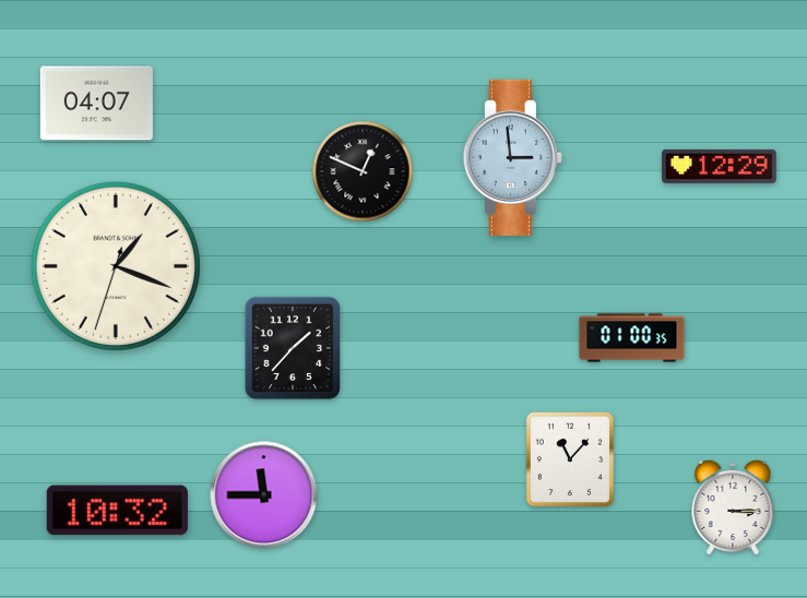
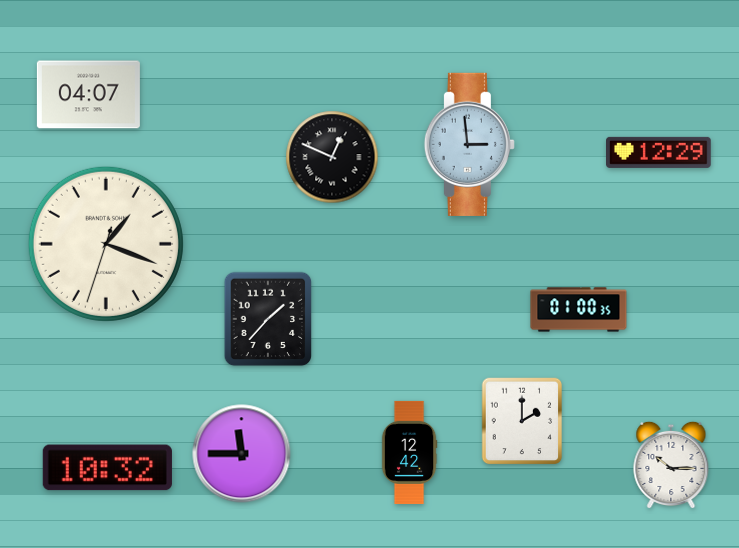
clock at (570, 459): 11:07 -> 2:00
clock at (409, 452): none -> 12:42
clock at (733, 507): 3:15 -> 10:15
